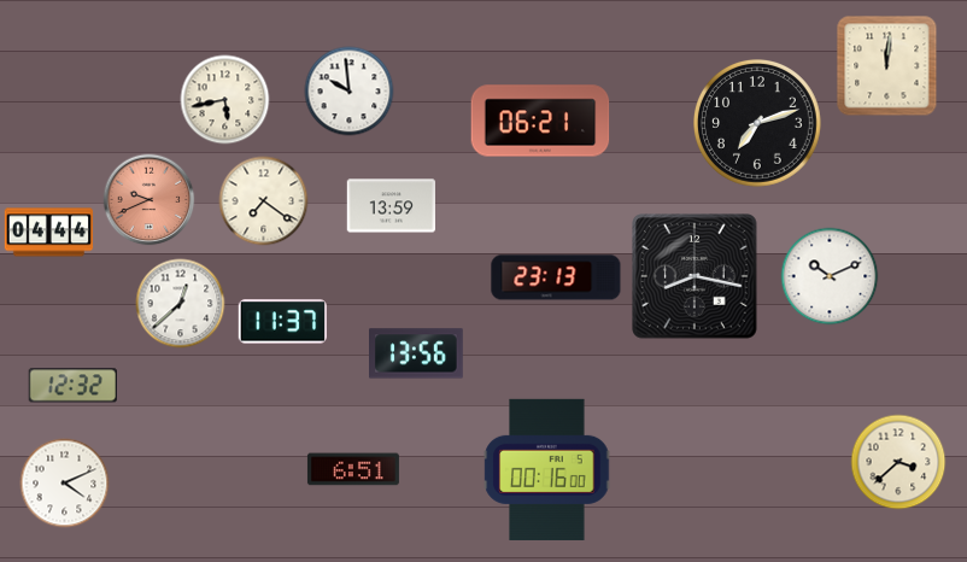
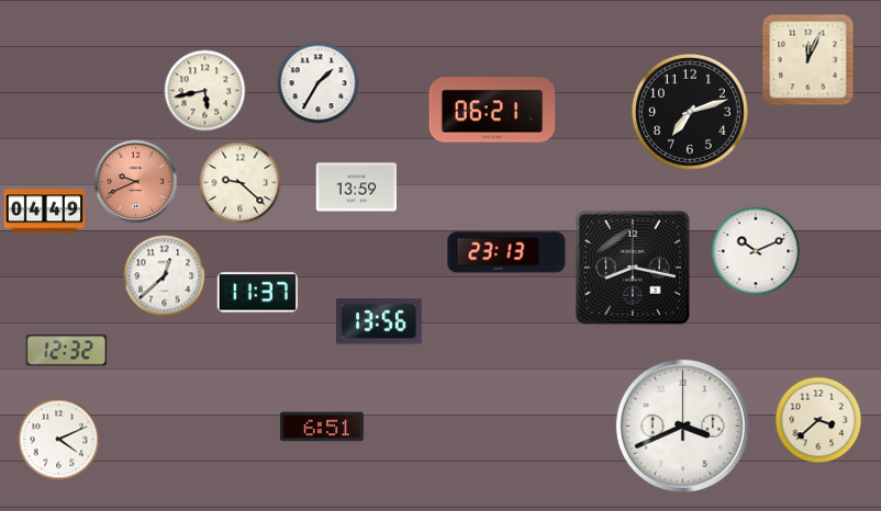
clock at (887, 66): 12:01 -> 12:04
clock at (350, 92): 9:59 -> 1:35
clock at (264, 201): 7:21 -> 9:22
clock at (49, 233): 04:44 -> 04:49
clock at (695, 276) position: (695, 276) -> (633, 268)
clock at (682, 425): none -> 3:41
clock at (547, 469): 00:16 -> none
